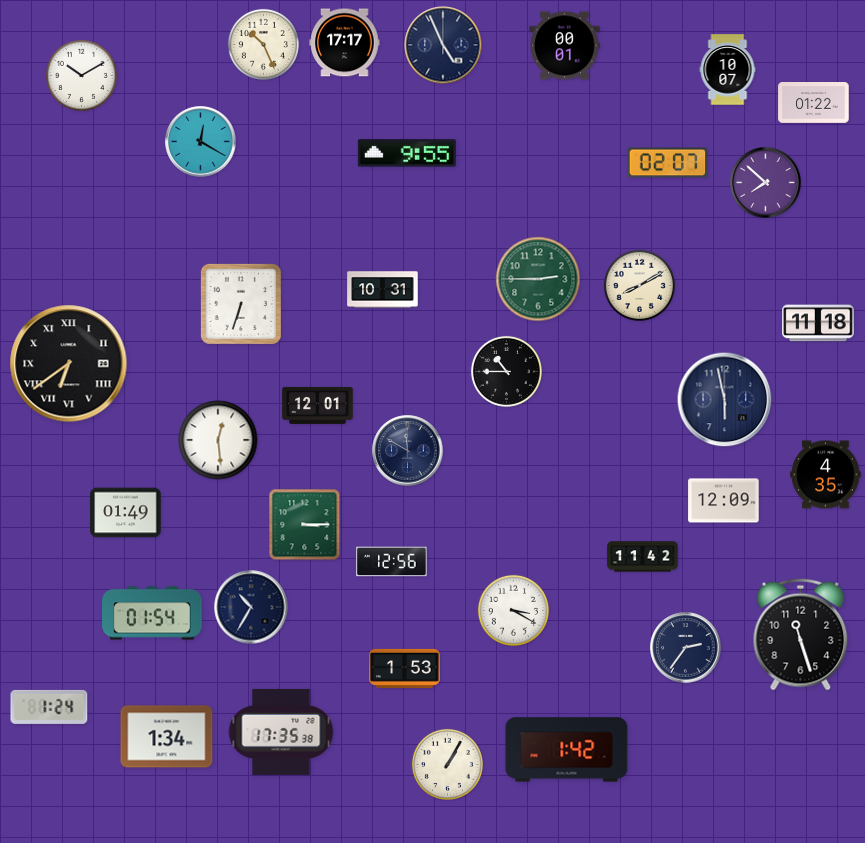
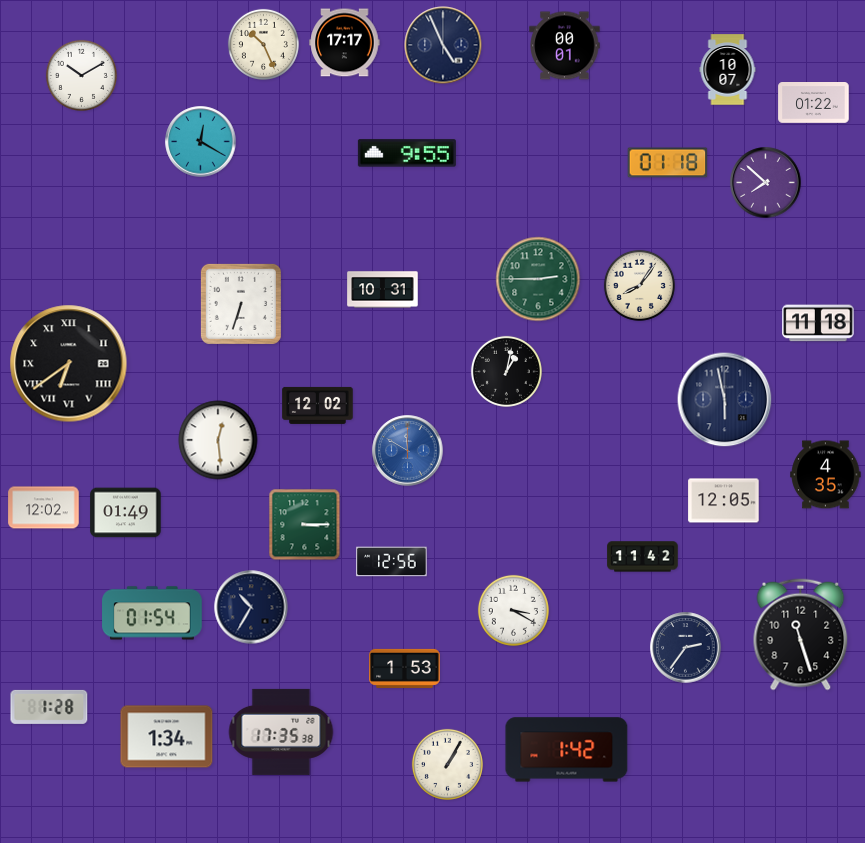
clock at (668, 163): 02:07 -> 01:18
clock at (639, 285): 8:10 -> 8:06
clock at (506, 371): 10:45 -> 1:02
clock at (318, 405): 12:01 -> 12:02
clock at (408, 451) dial: navy -> blue
clock at (724, 501): 12:09 -> 12:05
clock at (44, 508): none -> 12:02
clock at (49, 707): 1:24 -> 1:28
